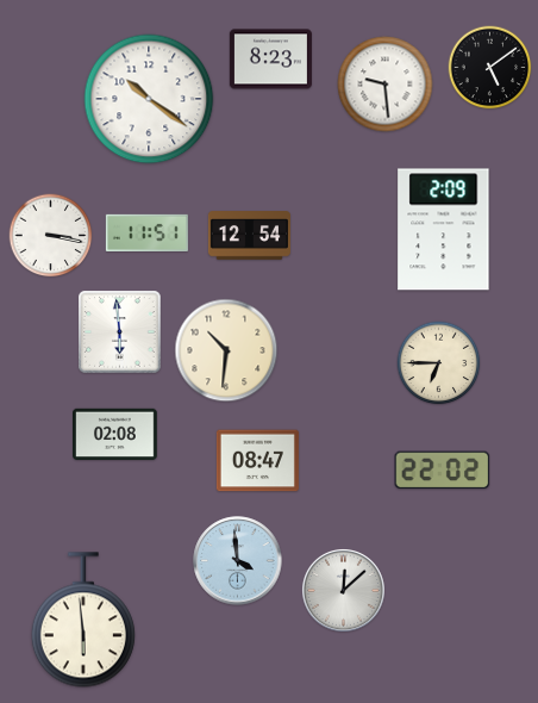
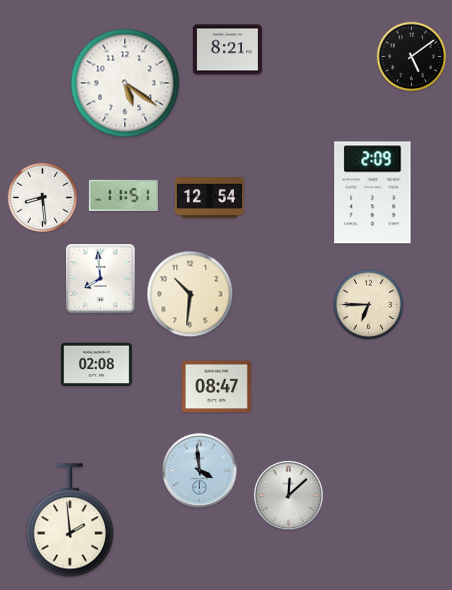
clock at (270, 60): 8:23 -> 8:21
clock at (386, 85): 9:29 -> none
clock at (149, 99): 10:21 -> 5:21
clock at (51, 236): 3:17 -> 8:29
clock at (120, 332): 5:59 -> 7:59
clock at (443, 471): 22:02 -> none
clock at (83, 620): 5:59 -> 1:59
